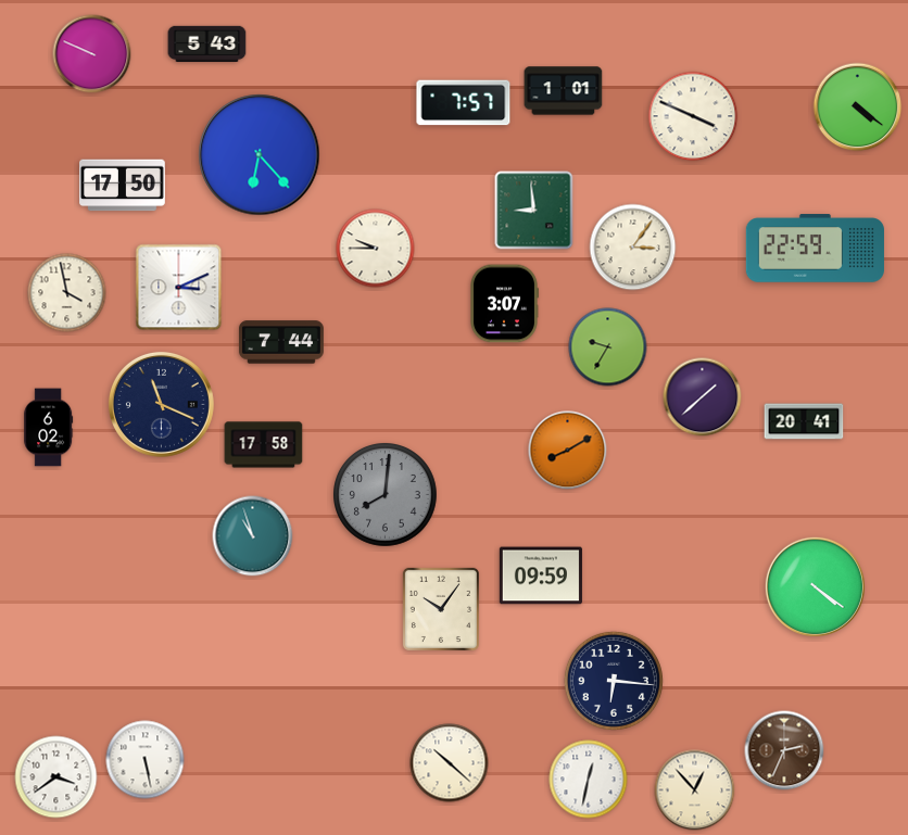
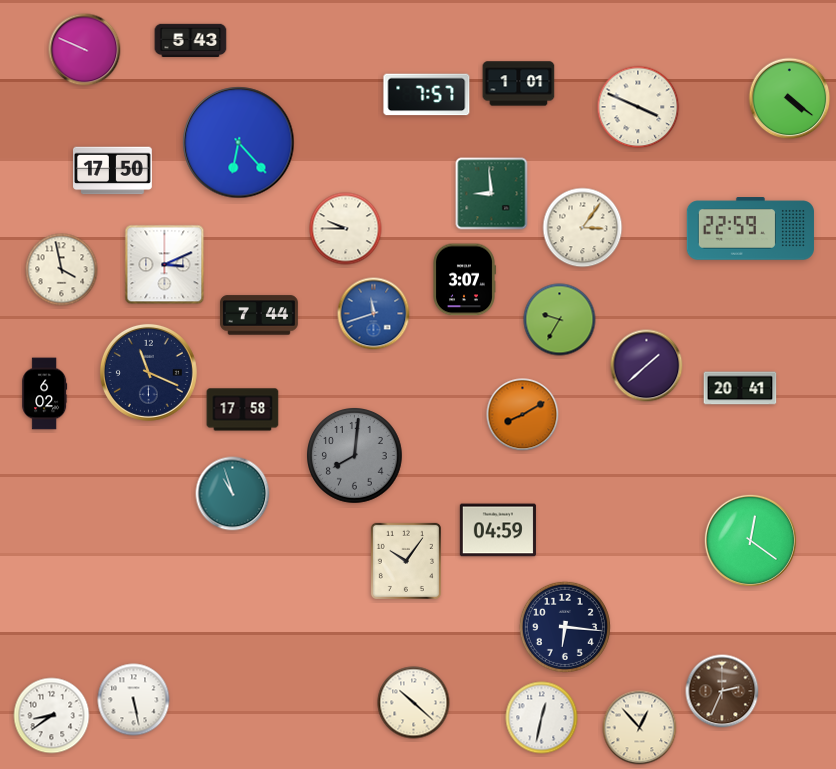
clock at (374, 314): none -> 11:42
clock at (541, 575): 09:59 -> 04:59
clock at (815, 586): 4:21 -> 12:21
clock at (56, 777): 3:39 -> 8:39
